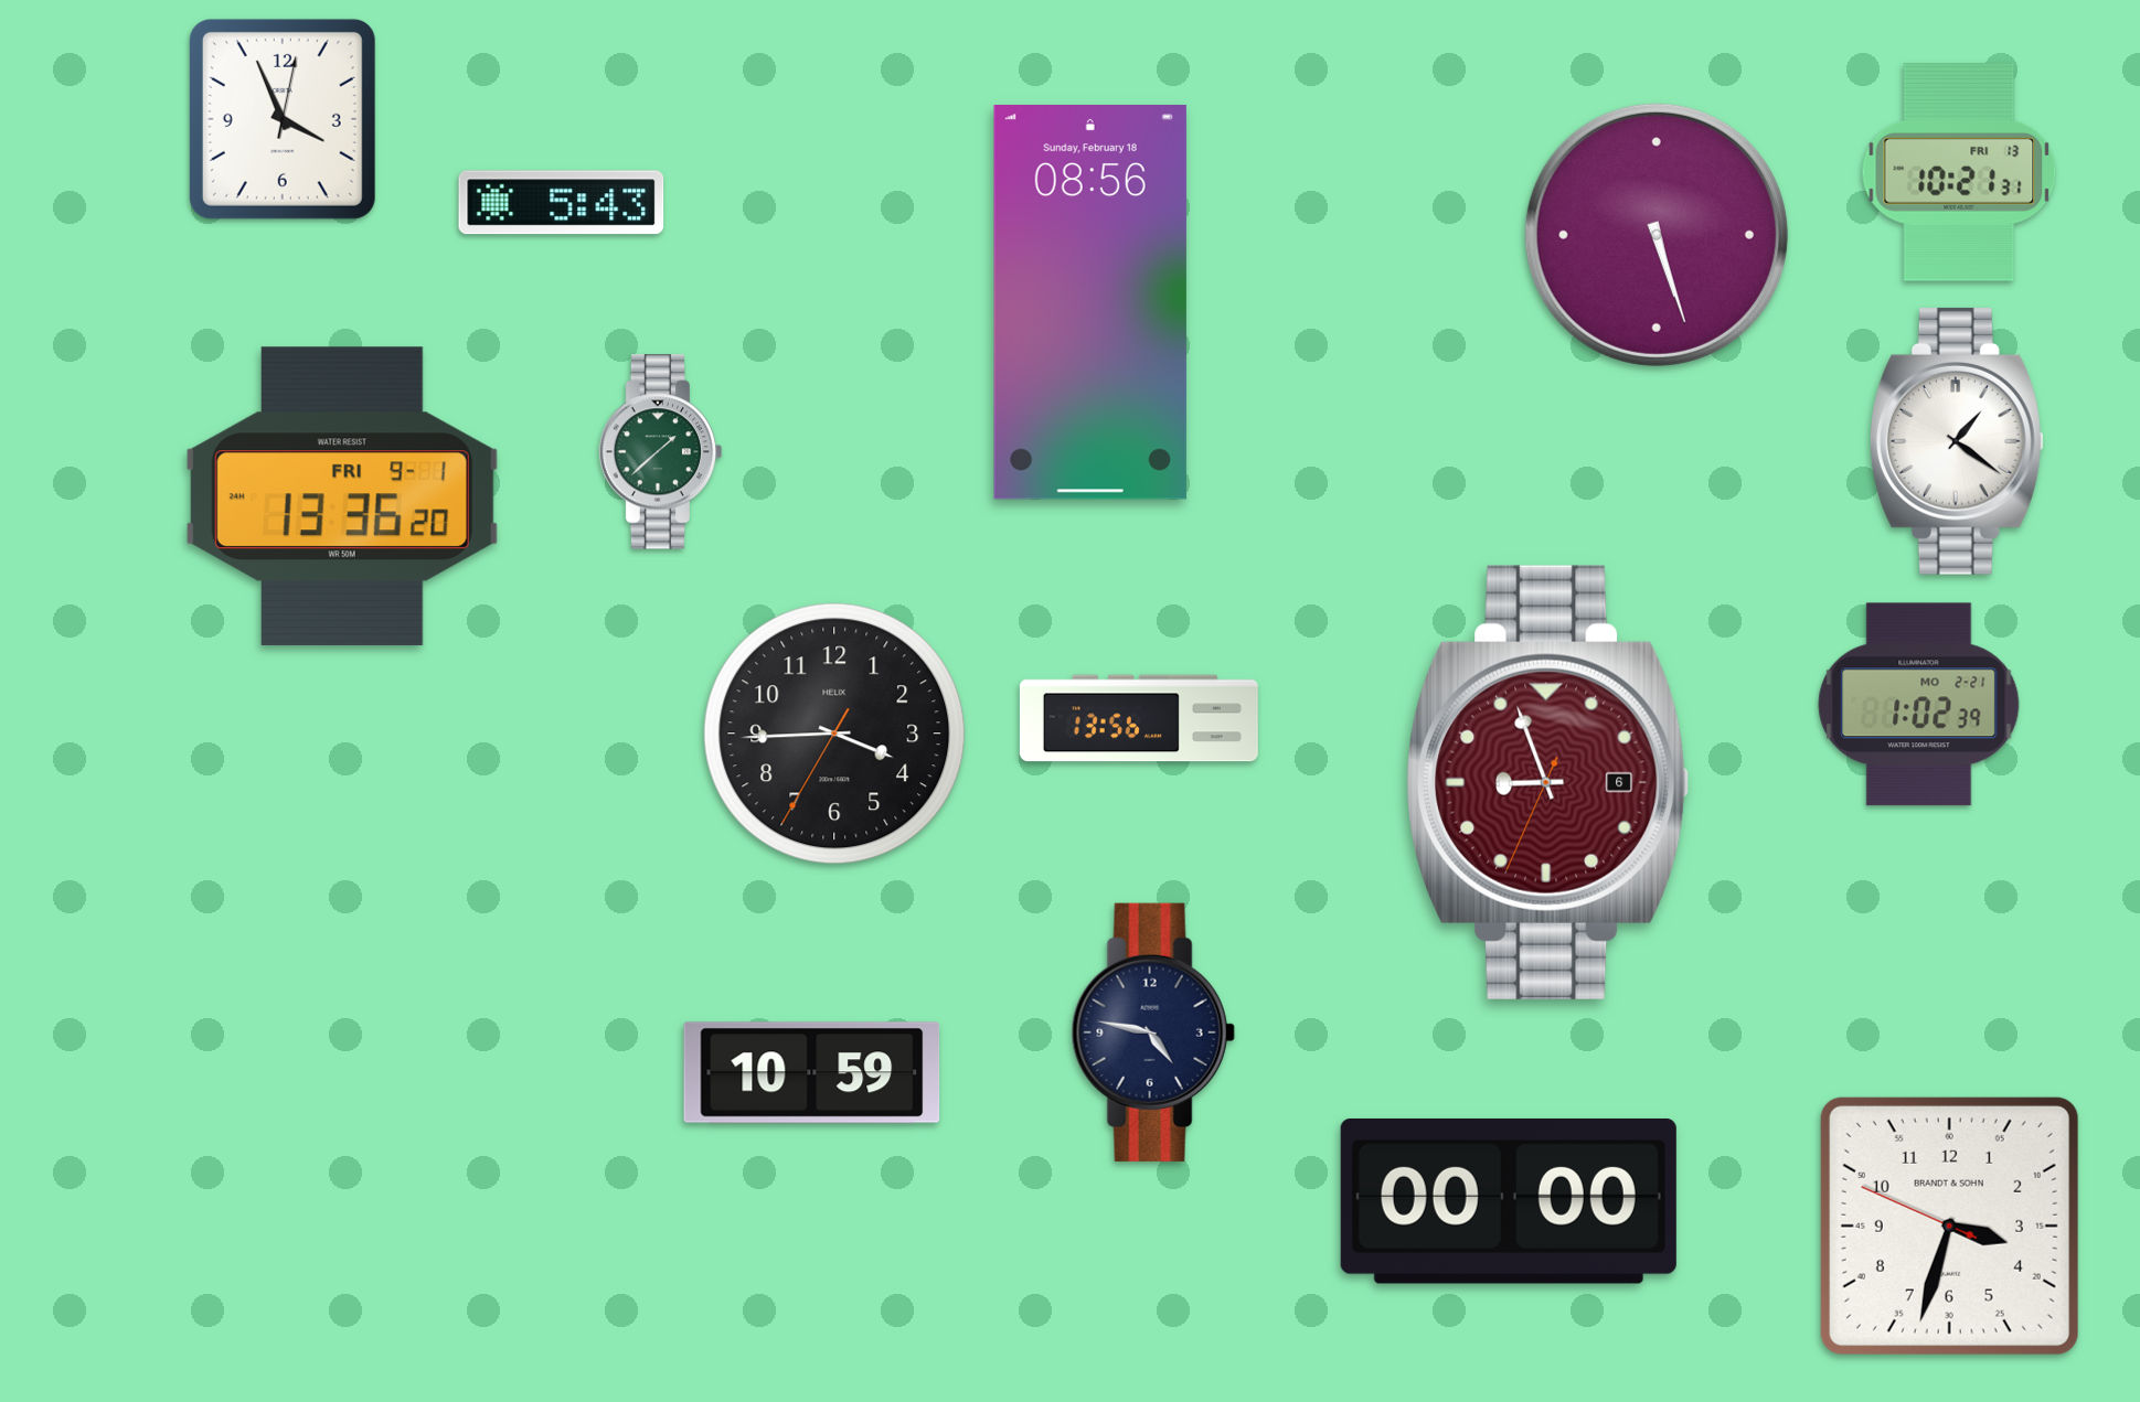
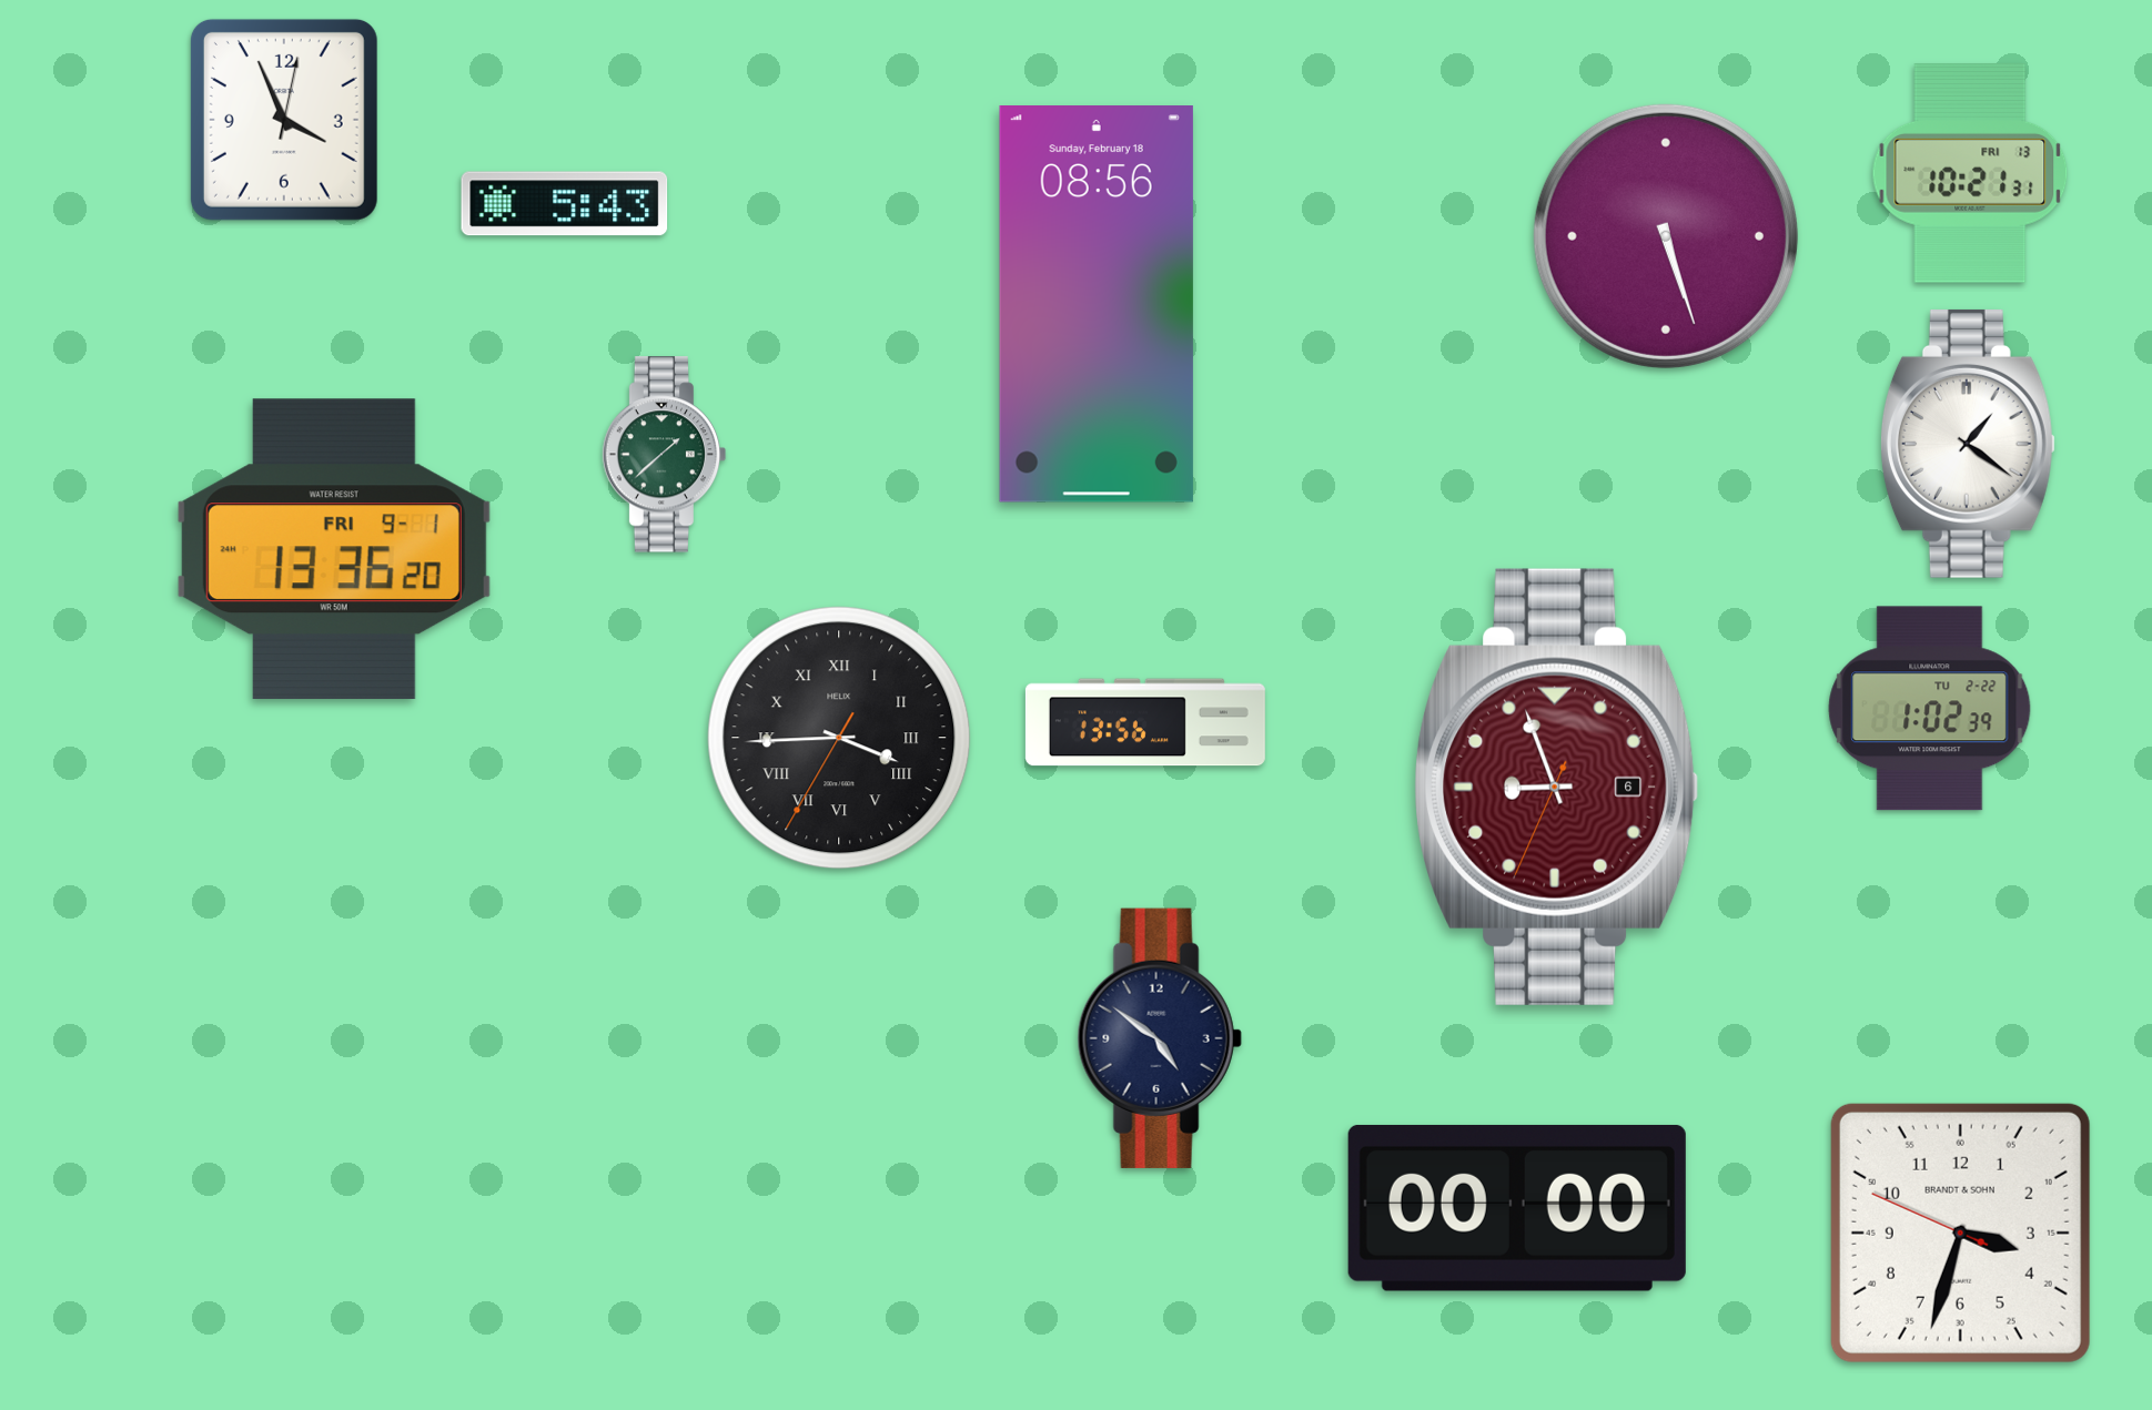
clock at (342, 496) position: (342, 496) -> (334, 549)
clock at (1919, 705) date: MO 2-21 -> TU 2-22
clock at (834, 734) numerals: Arabic -> Roman
clock at (1153, 1032): 4:47 -> 4:51
clock at (812, 1073): 10:59 -> none
